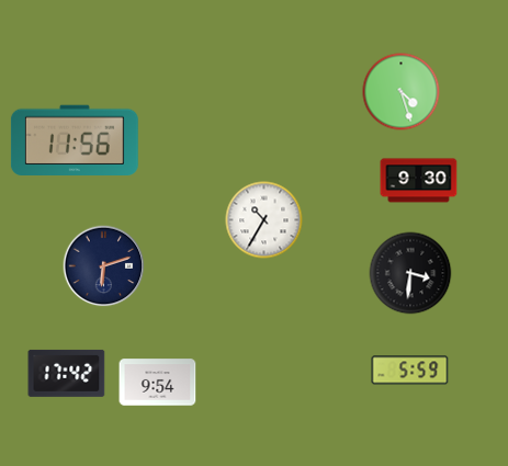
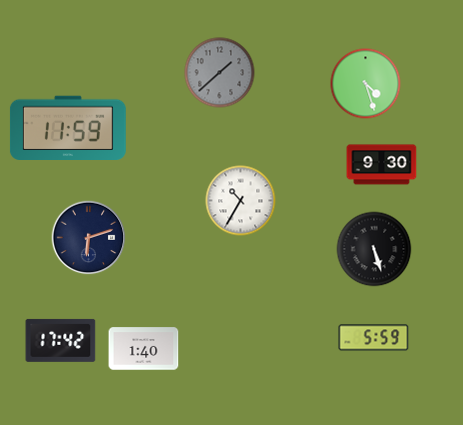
clock at (220, 73): none -> 1:38
clock at (75, 139): 11:56 -> 11:59
clock at (104, 266) position: (104, 266) -> (89, 238)
clock at (410, 273): 3:31 -> 5:27
clock at (158, 383): 9:54 -> 1:40
